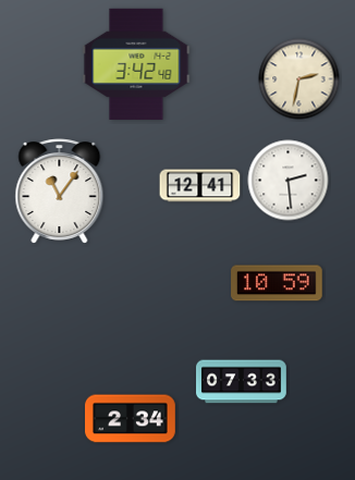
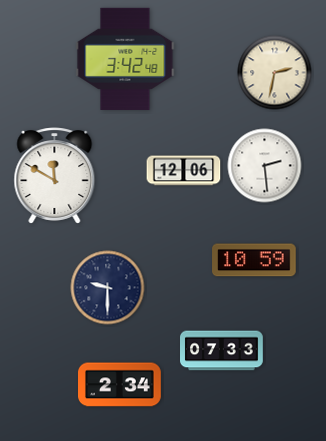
clock at (200, 186): 12:41 -> 12:06
clock at (60, 192): 11:06 -> 11:50
clock at (108, 288): none -> 9:30
